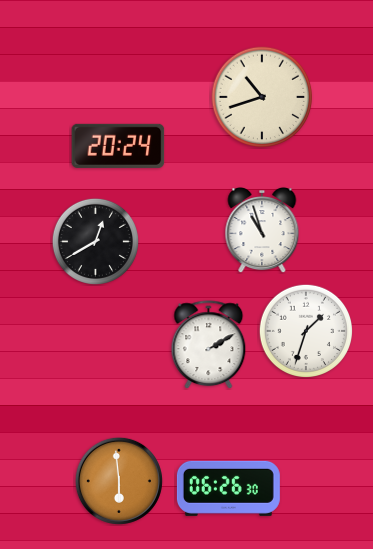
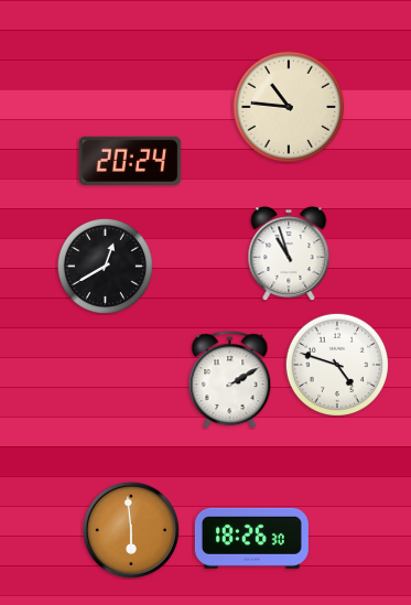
clock at (262, 97): 10:42 -> 10:46
clock at (305, 330): 1:33 -> 4:48
clock at (228, 488): 06:26 -> 18:26
